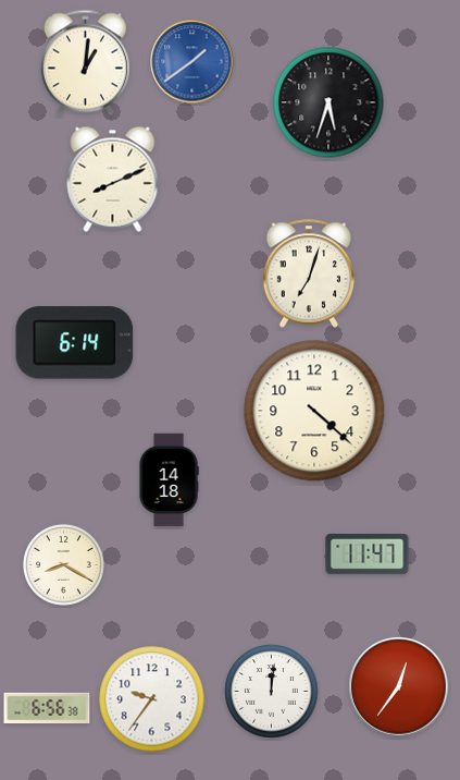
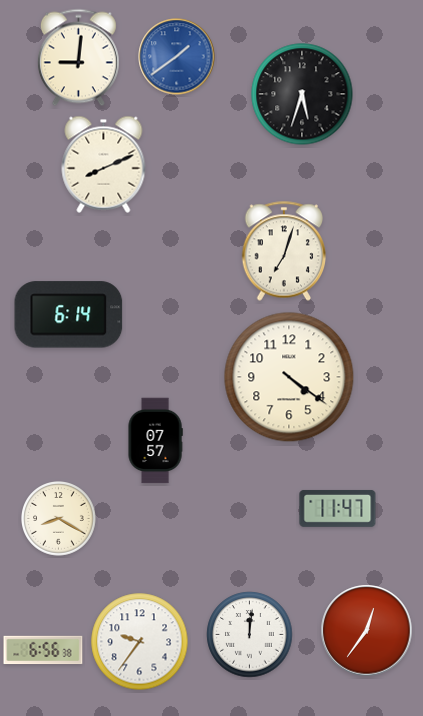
clock at (85, 63): 1:01 -> 9:01
clock at (314, 411): 4:22 -> 4:21
clock at (169, 480): 14:18 -> 07:57
